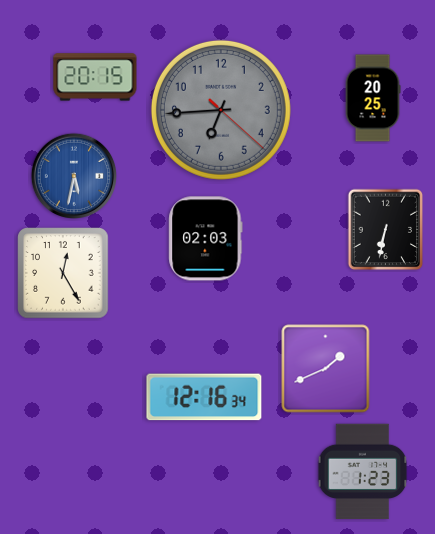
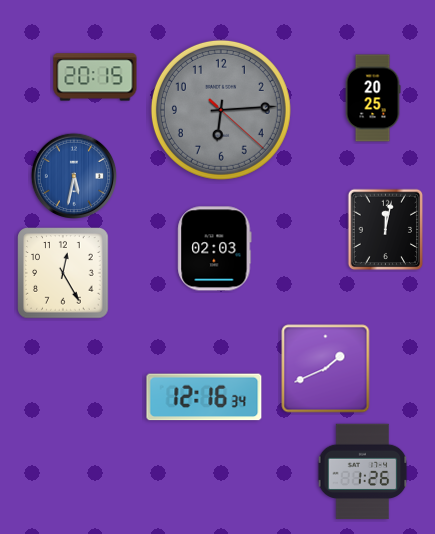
clock at (221, 110): 6:44 -> 6:14
clock at (386, 230): 6:32 -> 12:02
clock at (206, 239) position: (206, 239) -> (215, 249)
clock at (363, 472): 1:23 -> 1:26
